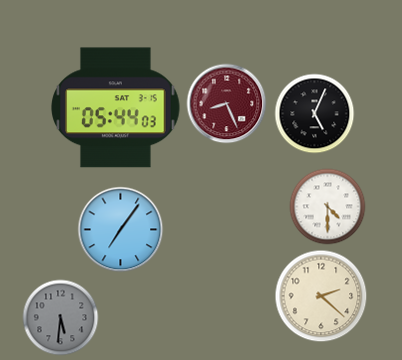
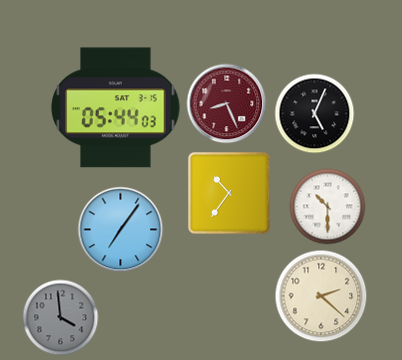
clock at (229, 193): none -> 10:36
clock at (328, 207): 4:30 -> 10:30
clock at (61, 318): 5:31 -> 3:59
